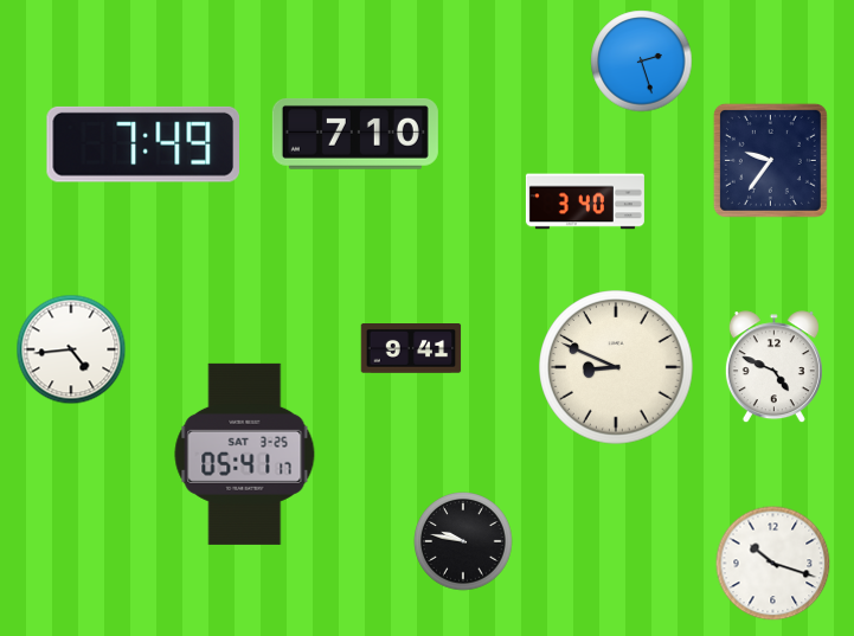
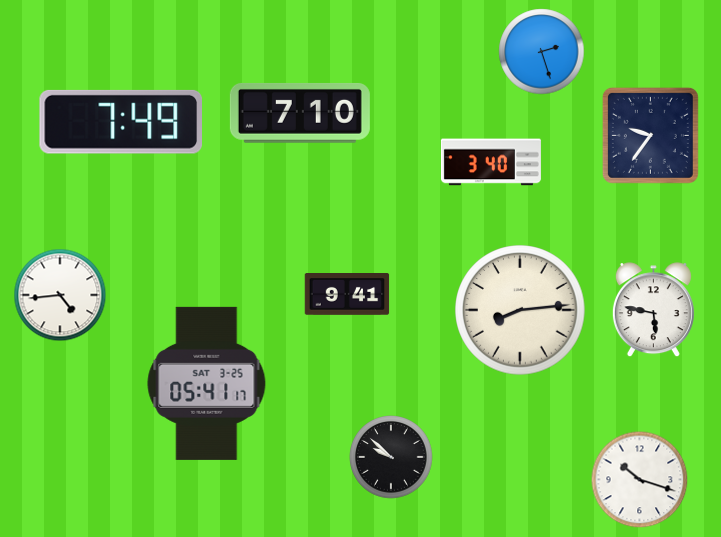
clock at (585, 201) position: (585, 201) -> (491, 162)
clock at (616, 367): 8:49 -> 8:14
clock at (773, 367): 4:49 -> 5:47
clock at (463, 541): 9:47 -> 9:52
clock at (773, 564) position: (773, 564) -> (640, 480)
